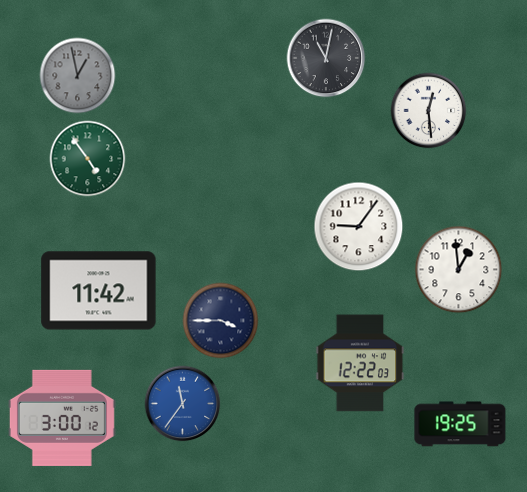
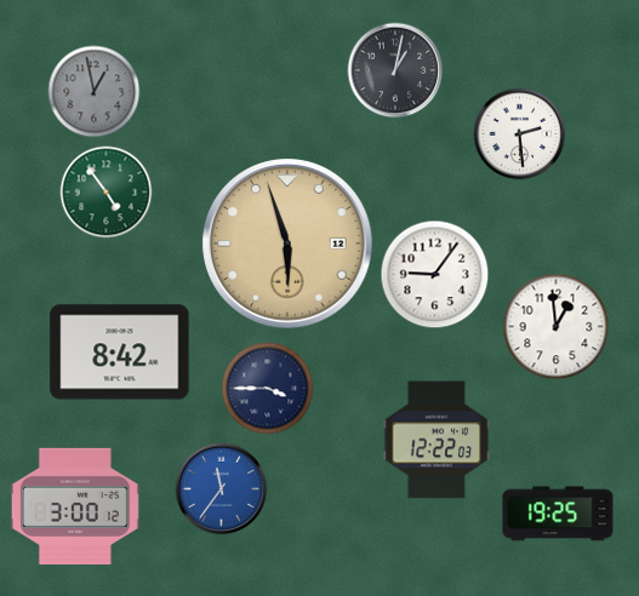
clock at (326, 58): 11:02 -> 1:02
clock at (429, 111): 12:29 -> 2:29
clock at (287, 243): none -> 5:57
clock at (99, 291): 11:42 -> 8:42
